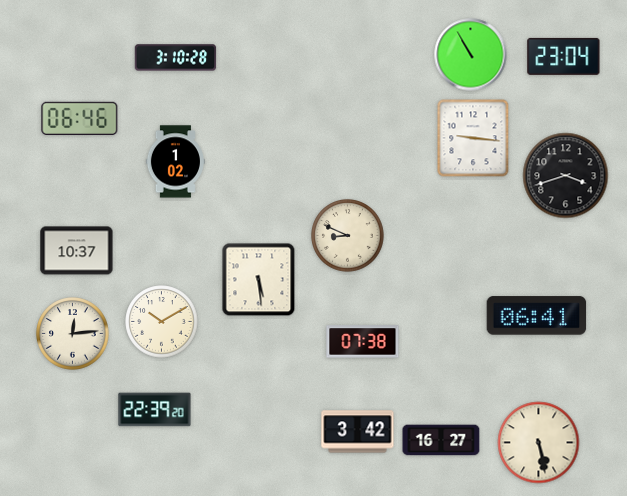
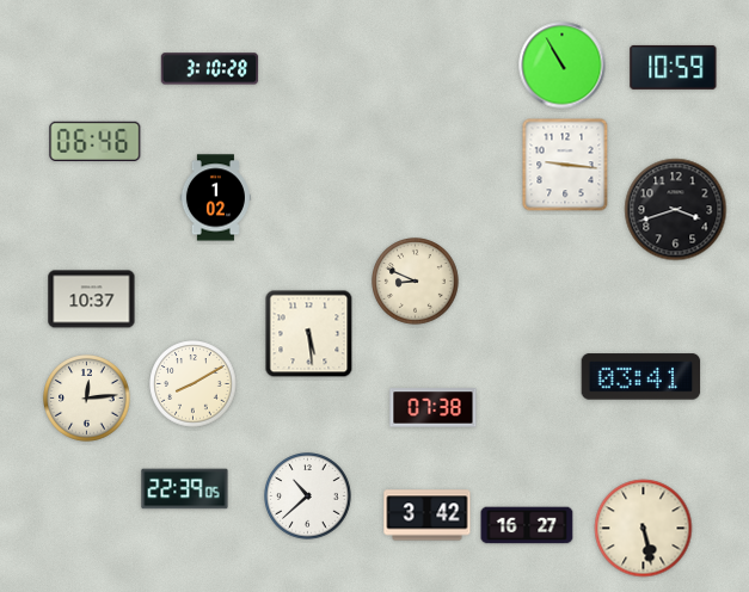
clock at (564, 56): 23:04 -> 10:59
clock at (175, 162) position: (175, 162) -> (215, 198)
clock at (537, 316): 06:41 -> 03:41
clock at (162, 322): 10:10 -> 8:10
clock at (155, 410): 22:39:20 -> 22:39:05
clock at (308, 497): none -> 10:38
